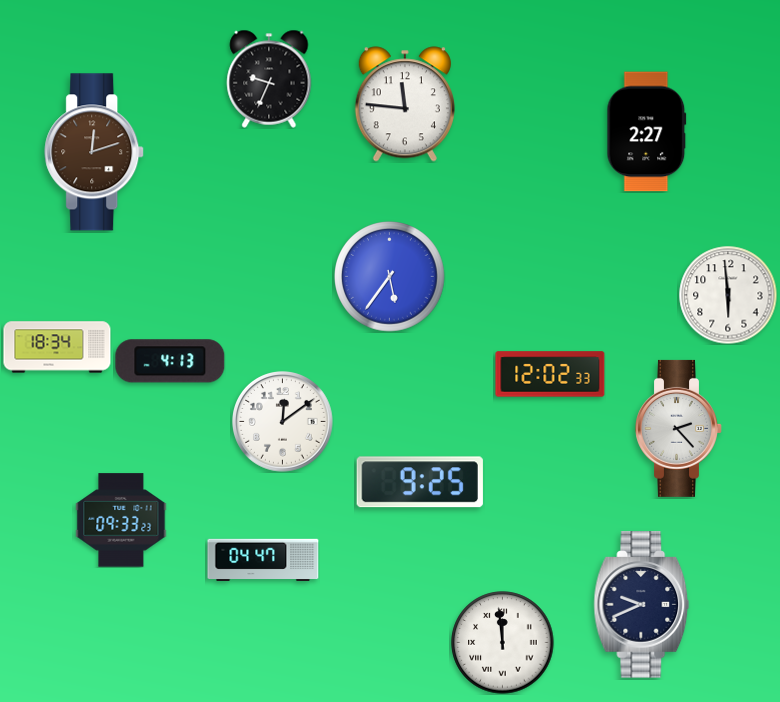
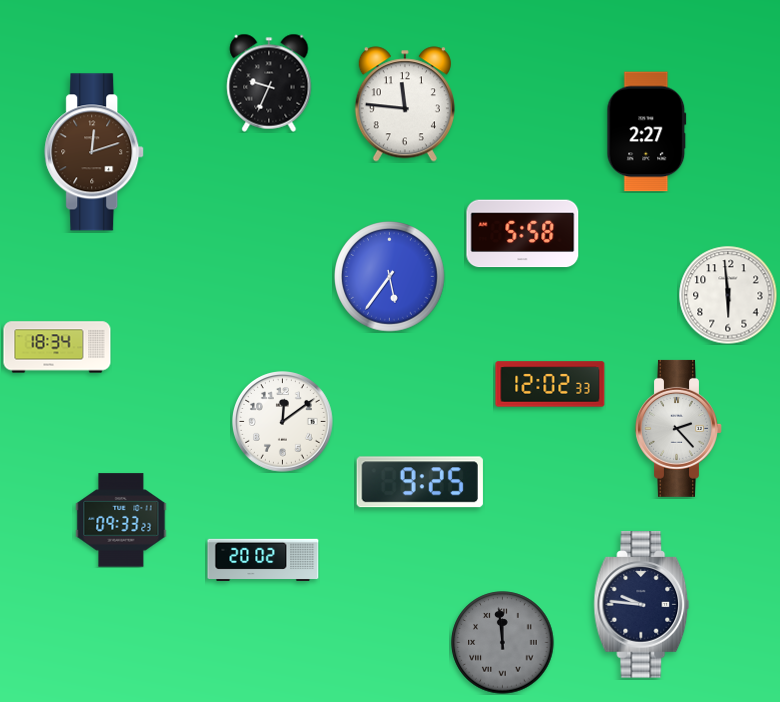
clock at (269, 79) position: (269, 79) -> (269, 83)
clock at (523, 234): none -> 5:58
clock at (170, 361): 4:13 -> none
clock at (550, 374) position: (550, 374) -> (550, 384)
clock at (263, 560): 04:47 -> 20:02
clock at (642, 605): 9:41 -> 9:46
clock at (503, 643) dial: white -> grey
